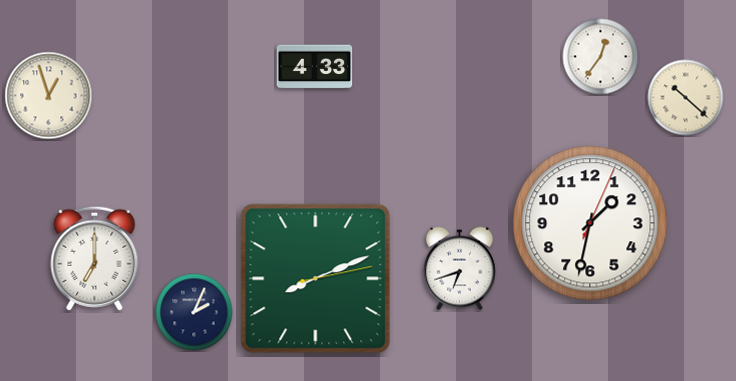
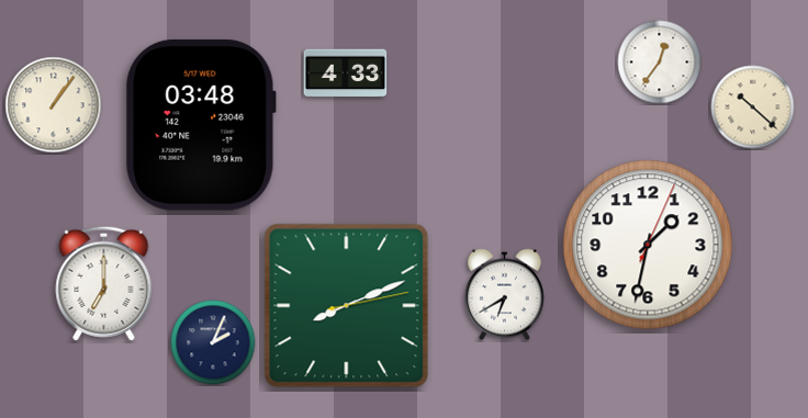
clock at (49, 96): 12:57 -> 1:06
clock at (201, 125): none -> 03:48
clock at (460, 269): 6:42 -> 6:40
